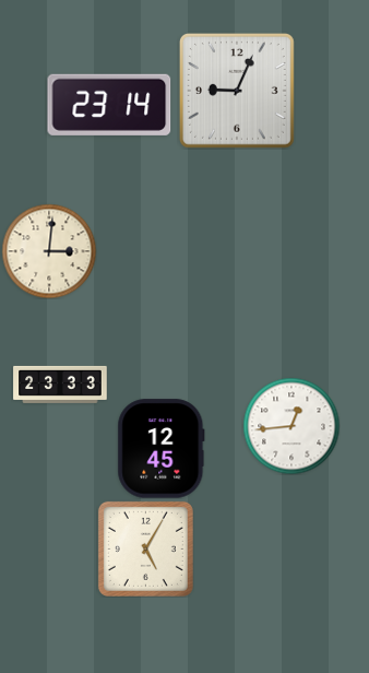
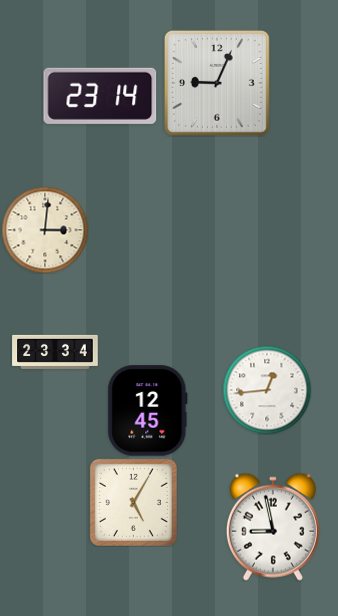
clock at (60, 385): 23:33 -> 23:34
clock at (273, 527): none -> 8:58
